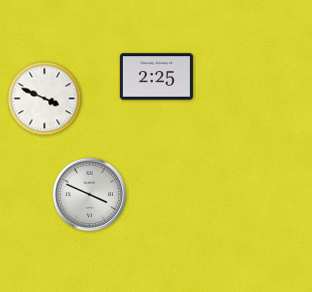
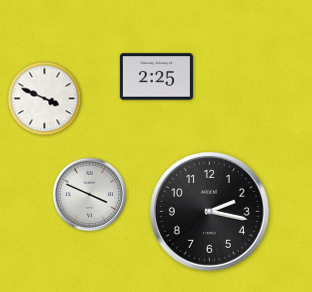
clock at (209, 211): none -> 2:17
